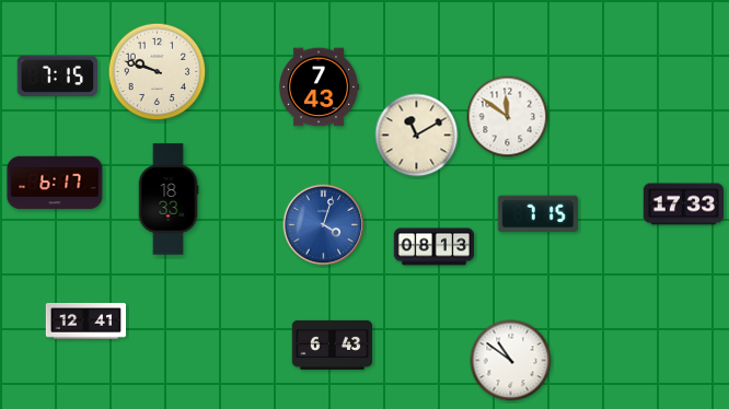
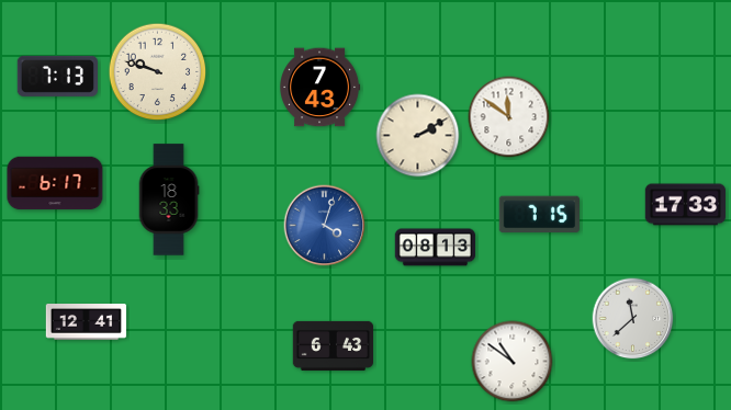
clock at (57, 75): 7:15 -> 7:13
clock at (417, 136): 11:10 -> 2:10
clock at (633, 319): none -> 11:38
